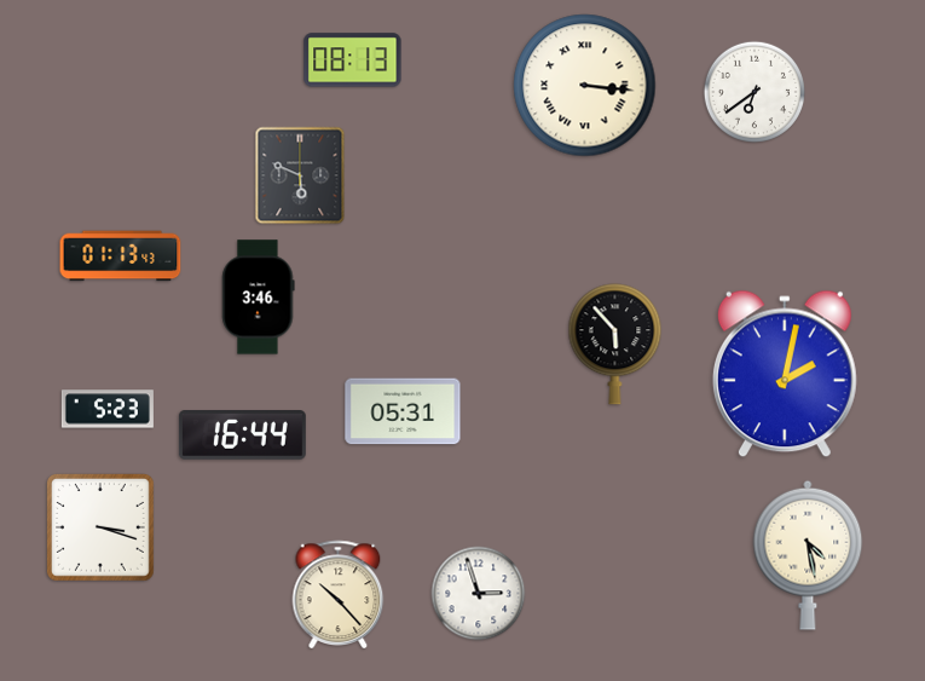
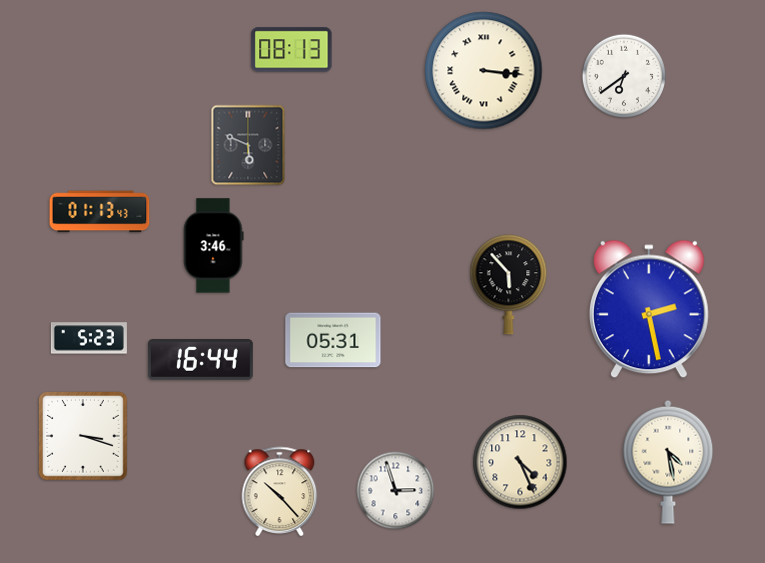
clock at (785, 374): 2:02 -> 2:28
clock at (808, 555) position: (808, 555) -> (668, 462)
clock at (520, 462): none -> 4:26
